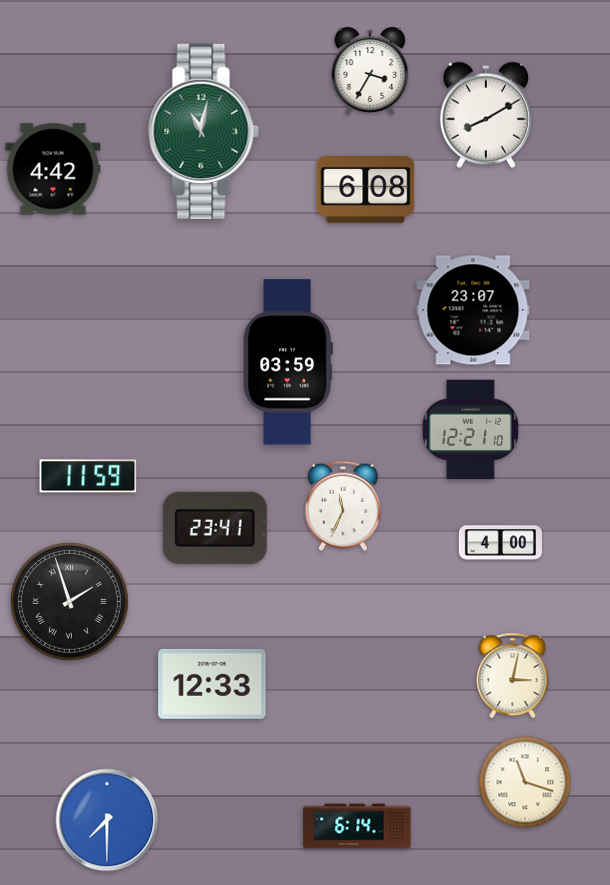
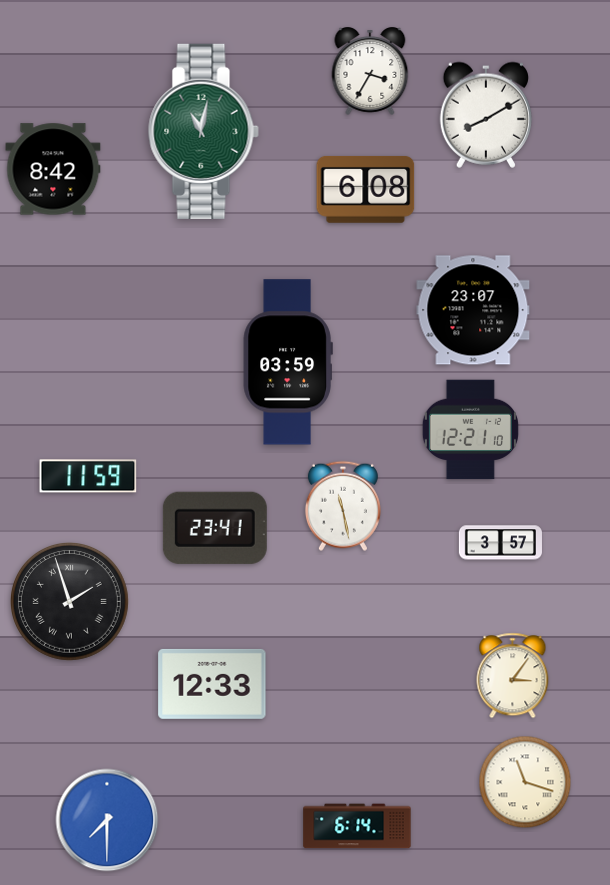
clock at (53, 169): 4:42 -> 8:42
clock at (343, 506): 11:34 -> 11:28
clock at (500, 543): 4:00 -> 3:57
clock at (513, 676): 3:02 -> 3:06
